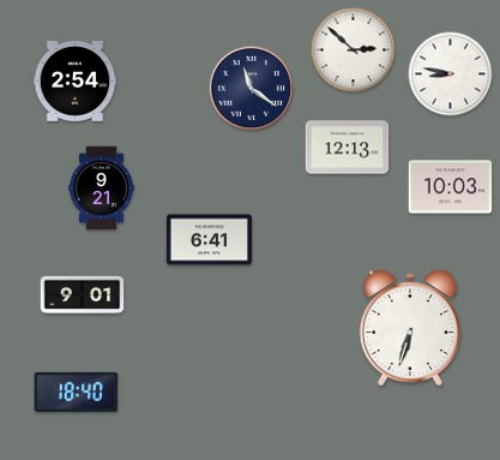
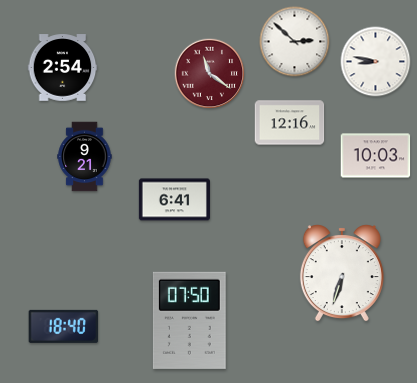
clock at (252, 89) dial: navy -> burgundy
clock at (348, 148): 12:13 -> 12:16
clock at (83, 294): 9:01 -> none
clock at (189, 320): none -> 07:50
